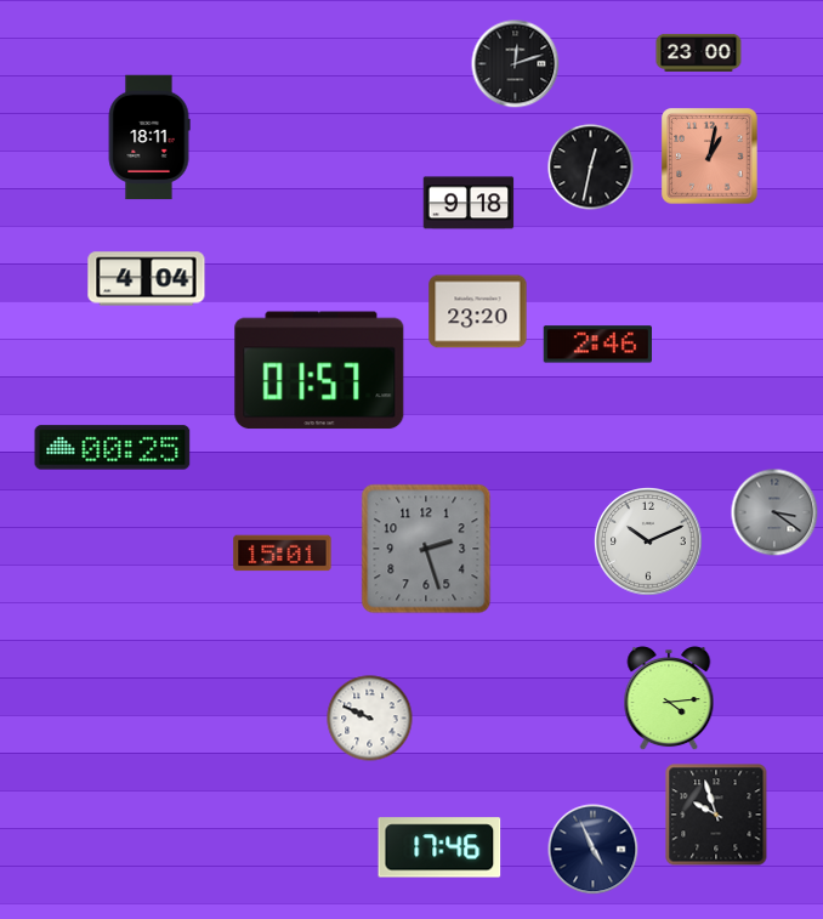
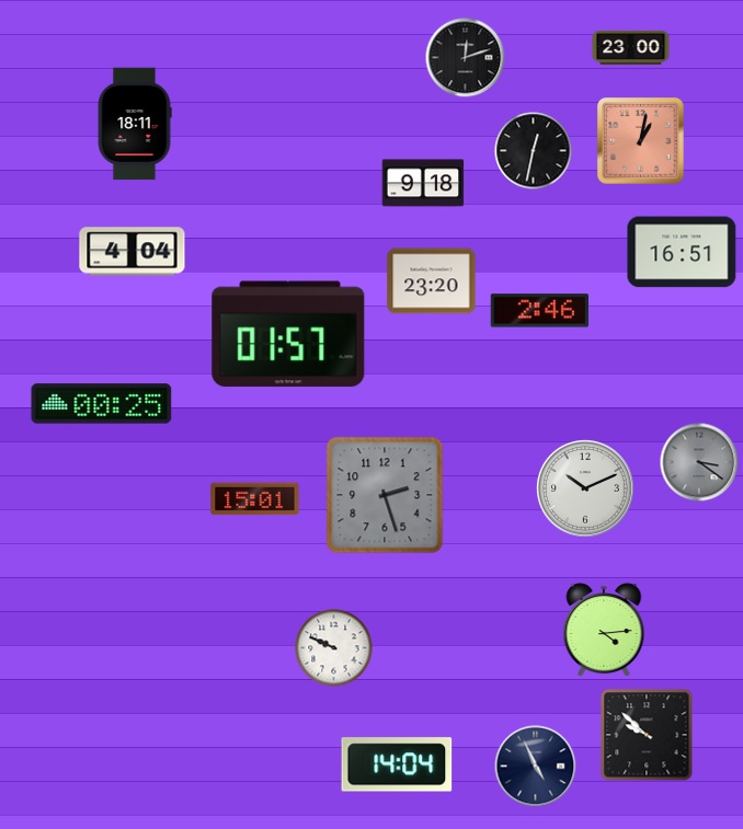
clock at (682, 252): none -> 16:51
clock at (716, 815): 9:57 -> 9:52
clock at (439, 847): 17:46 -> 14:04
